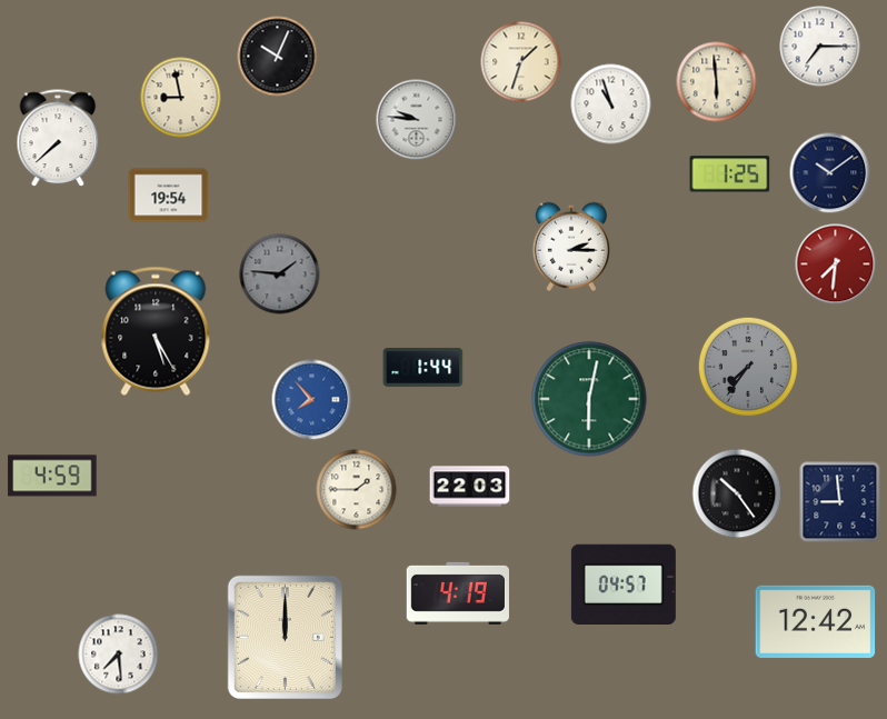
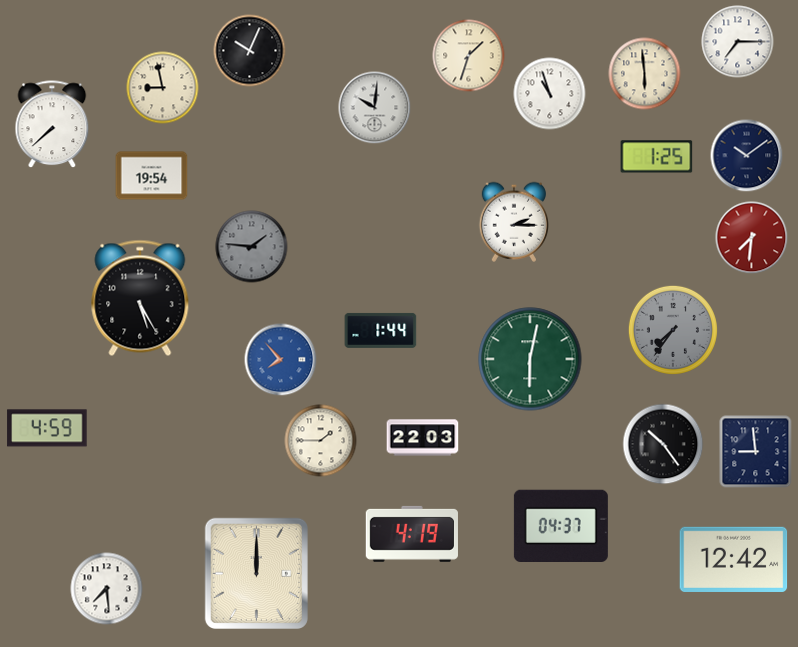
clock at (417, 120): 9:46 -> 10:01
clock at (624, 585): 04:57 -> 04:37
